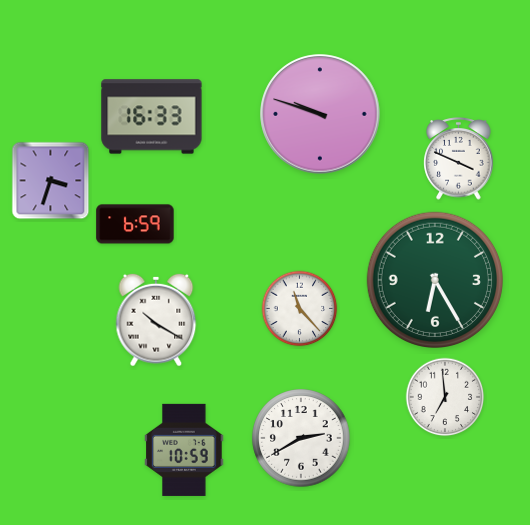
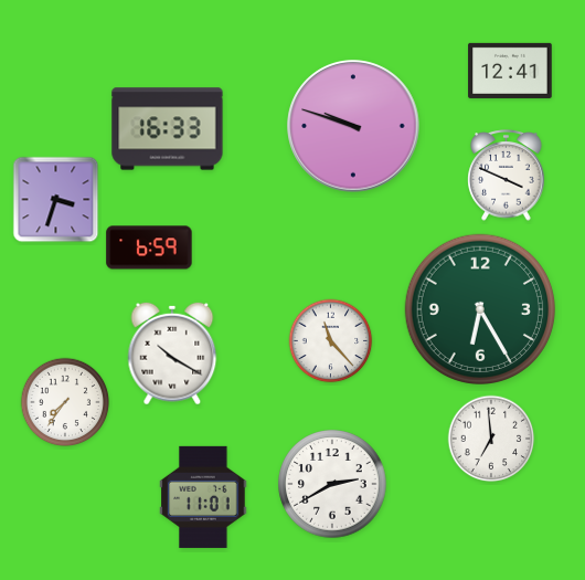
clock at (510, 71): none -> 12:41
clock at (65, 402): none -> 7:36
clock at (184, 450): 10:59 -> 11:01
